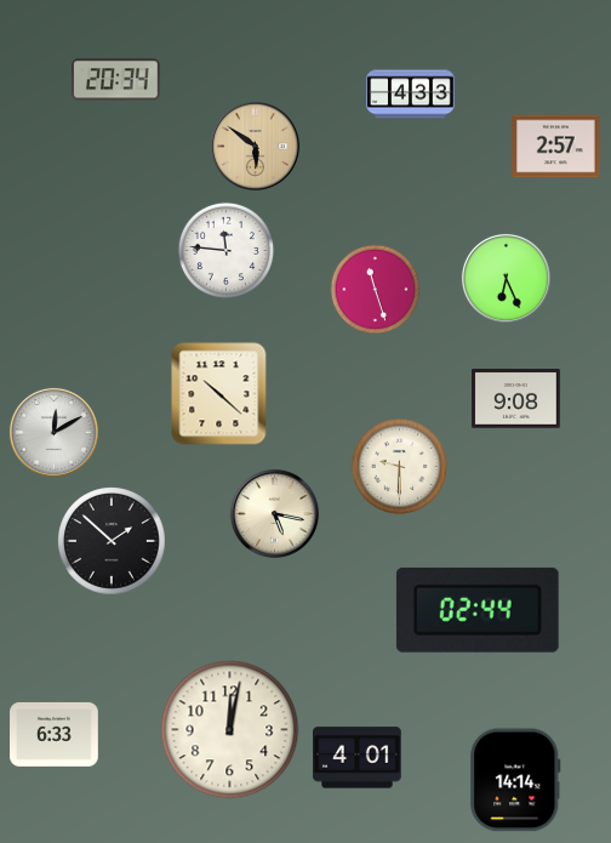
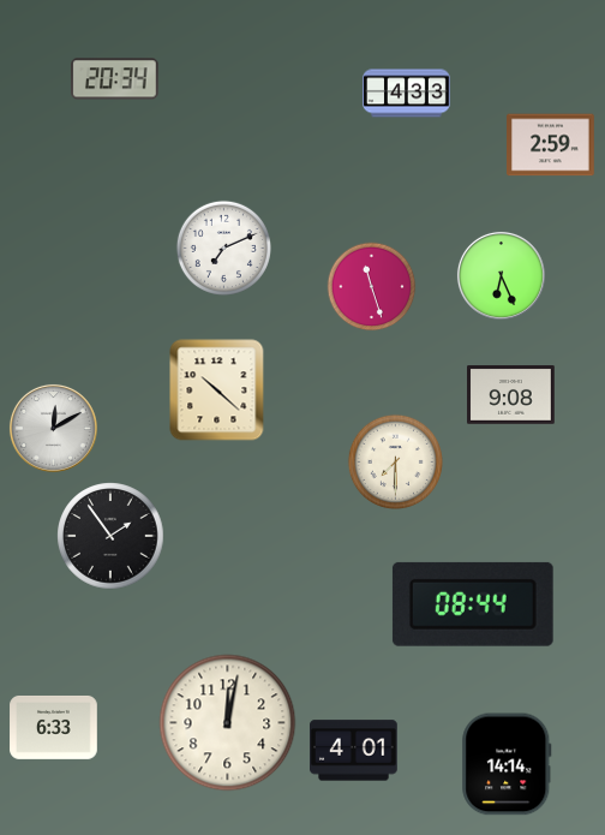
clock at (255, 146): 5:51 -> none
clock at (556, 147): 2:57 -> 2:59
clock at (225, 250): 11:46 -> 7:11
clock at (399, 466): 9:30 -> 7:30
clock at (274, 513): 5:17 -> none
clock at (112, 541): 1:52 -> 1:54
clock at (478, 610): 02:44 -> 08:44
clock at (515, 780) position: (515, 780) -> (507, 764)
